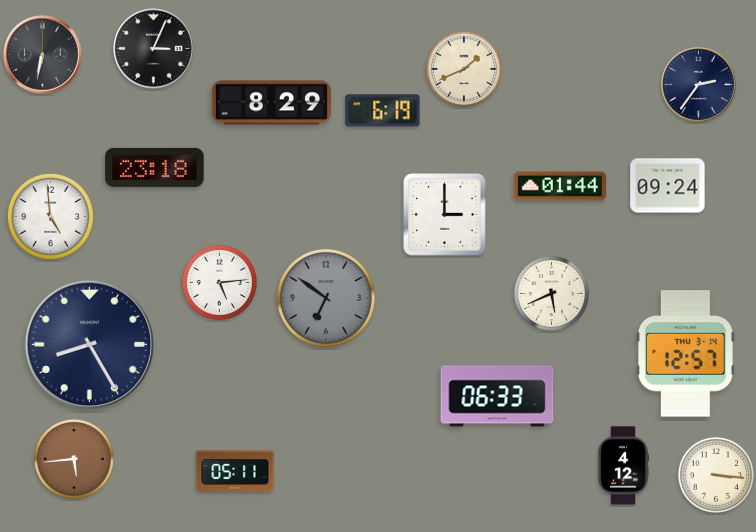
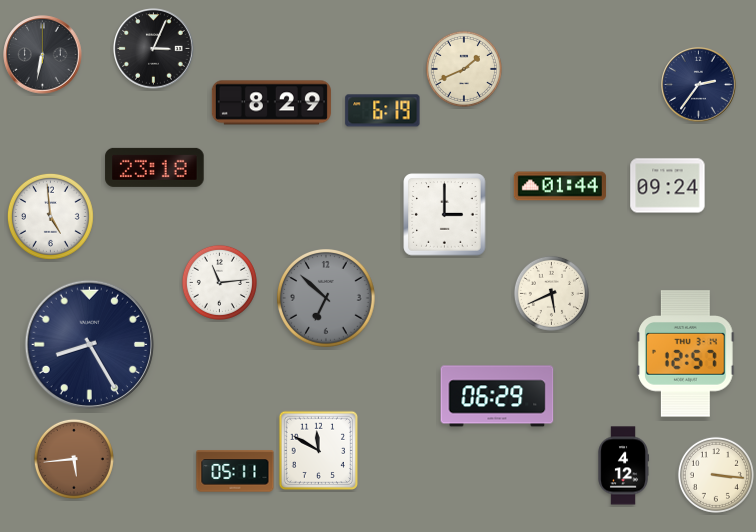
clock at (219, 282): 5:14 -> 11:14
clock at (327, 299): 6:51 -> 6:52
clock at (497, 396): 06:33 -> 06:29
clock at (318, 450): none -> 11:50
